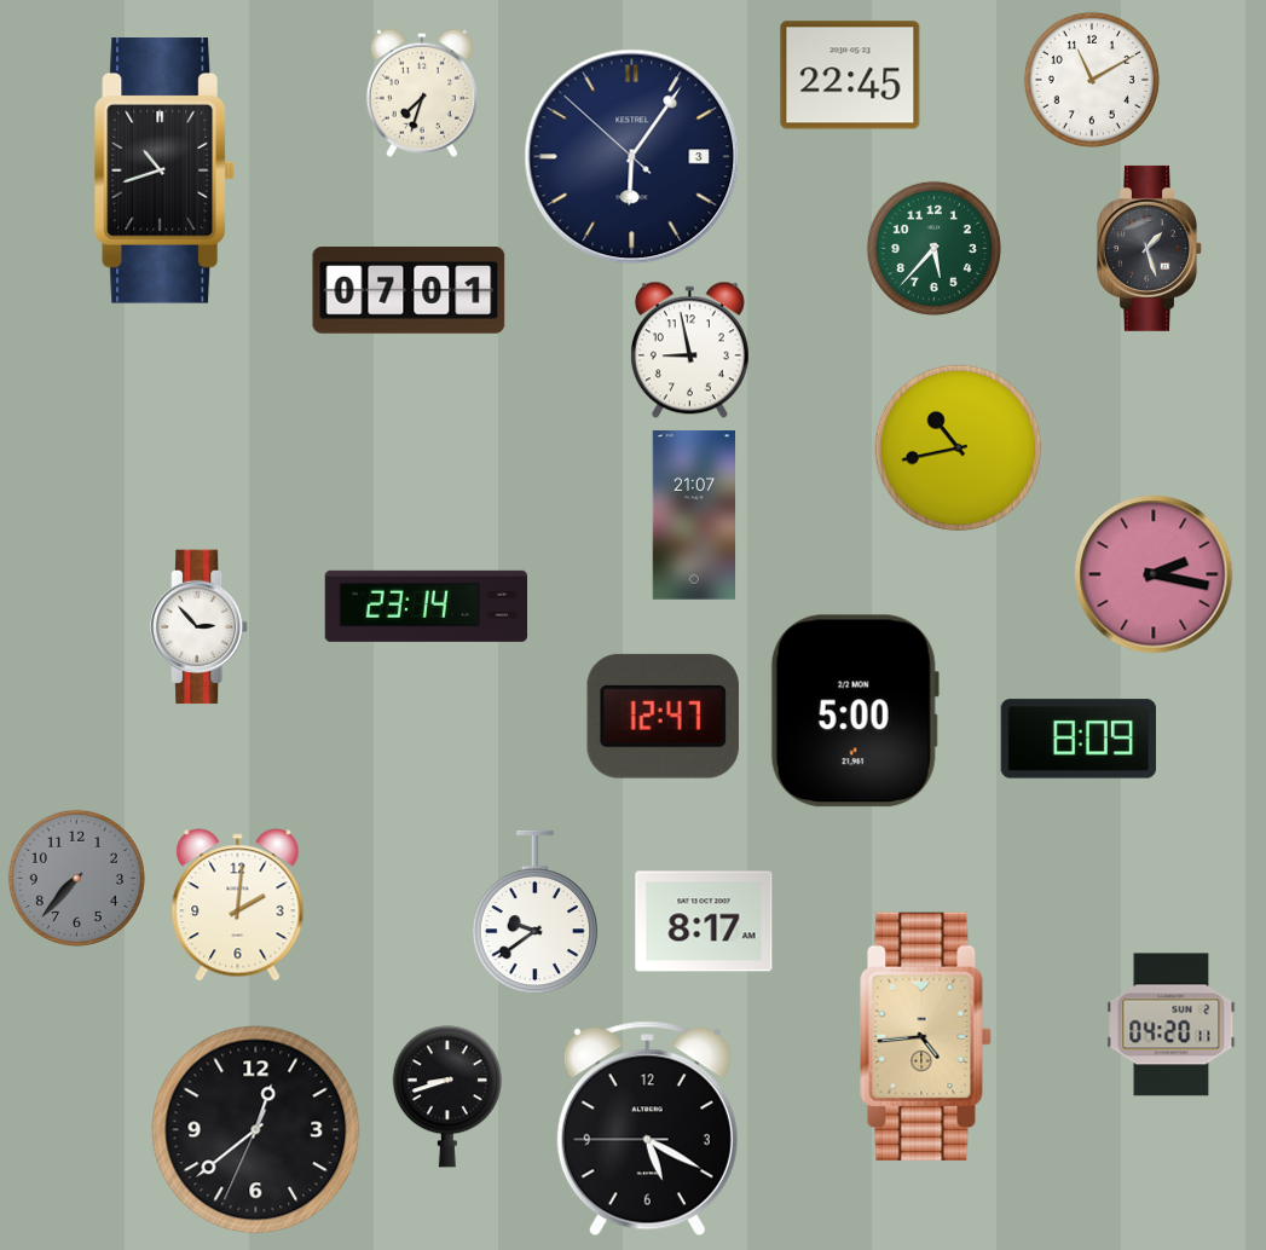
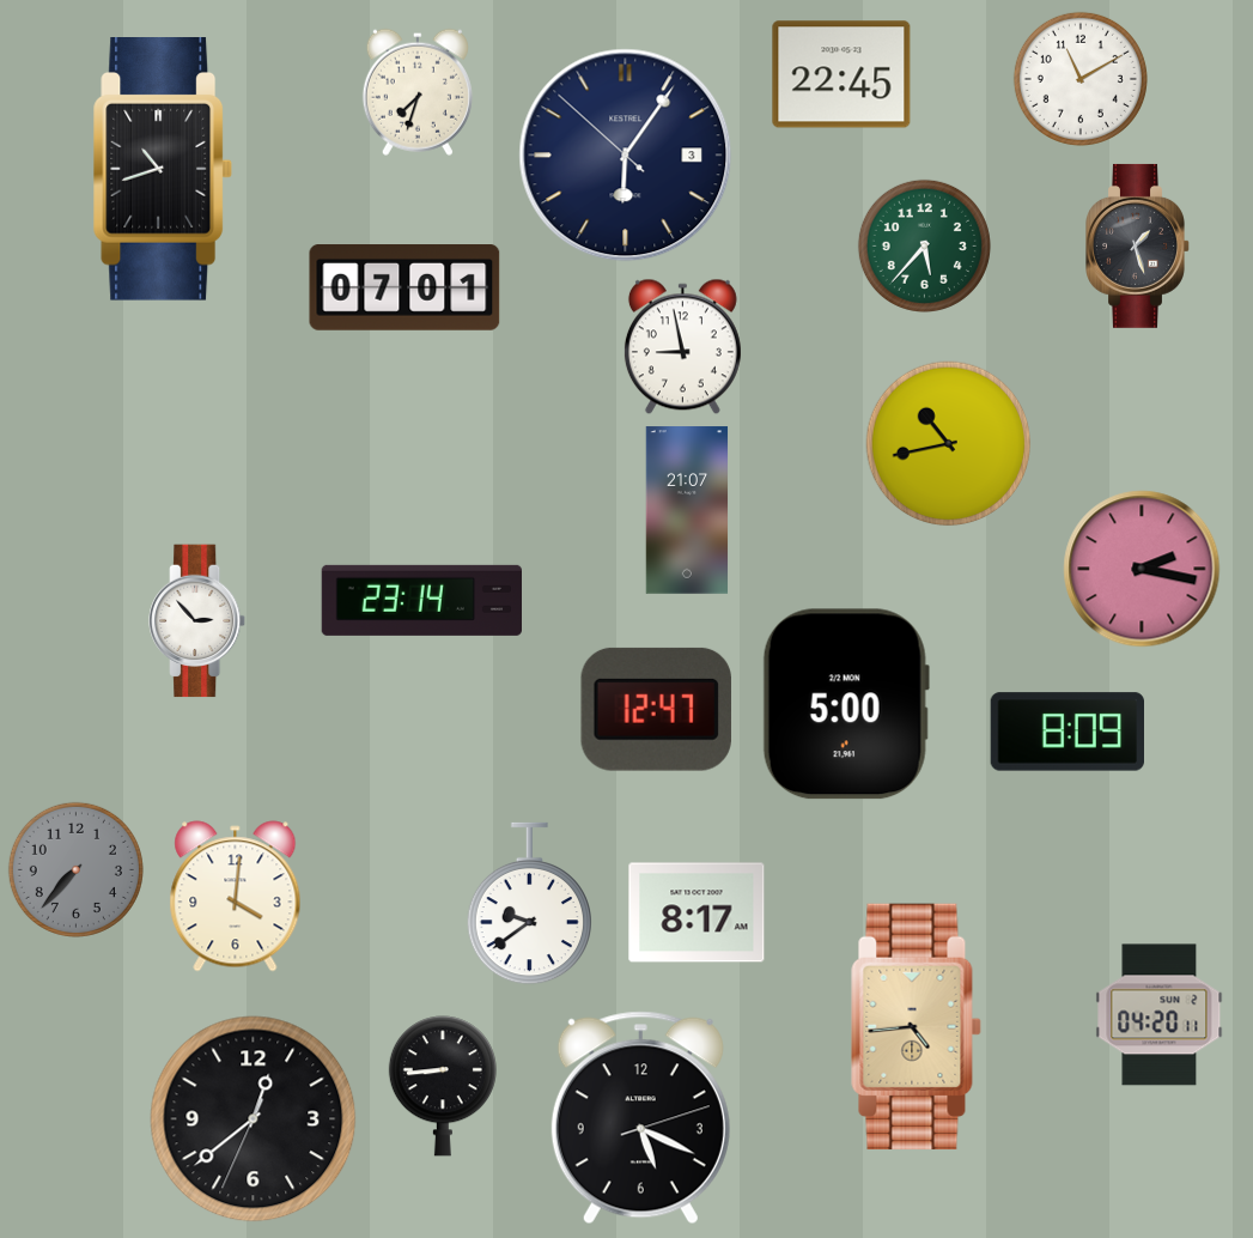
clock at (238, 905): 2:01 -> 4:01
clock at (447, 1096): 8:42 -> 8:44
clock at (647, 1129): 5:19:45 -> 5:19:12
